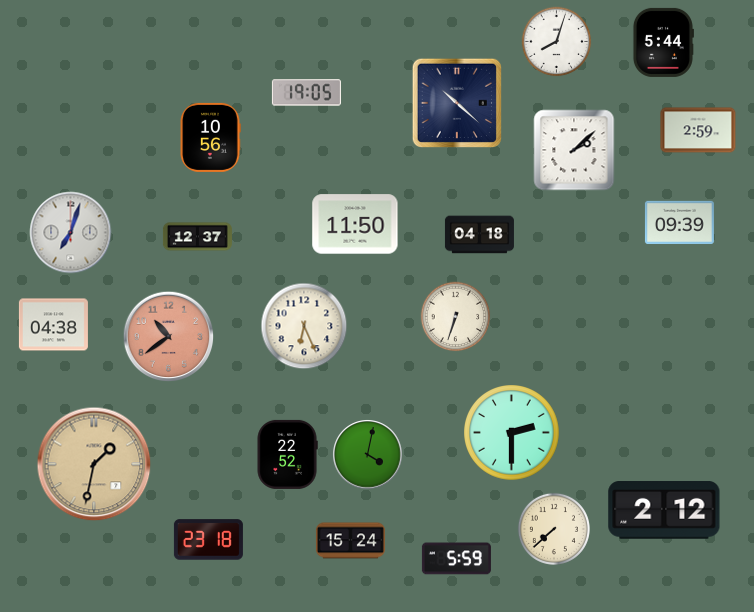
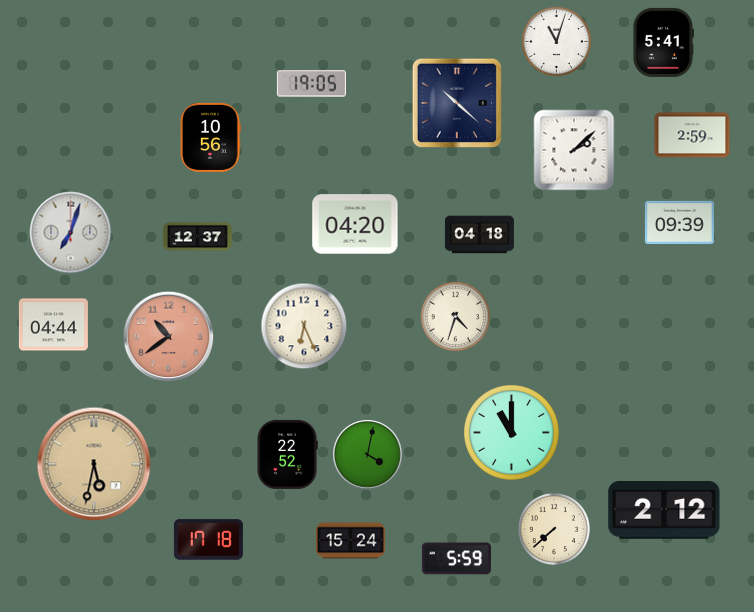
clock at (557, 42): 8:03 -> 11:03
clock at (663, 42): 5:44 -> 5:41
clock at (306, 93) position: (306, 93) -> (311, 84)
clock at (698, 130) position: (698, 130) -> (692, 135)
clock at (355, 224): 11:50 -> 04:20
clock at (456, 317): 6:33 -> 4:33
clock at (53, 325): 04:38 -> 04:44
clock at (512, 433): 2:30 -> 11:00
clock at (94, 464): 1:32 -> 5:32
clock at (208, 540): 23:18 -> 17:18
